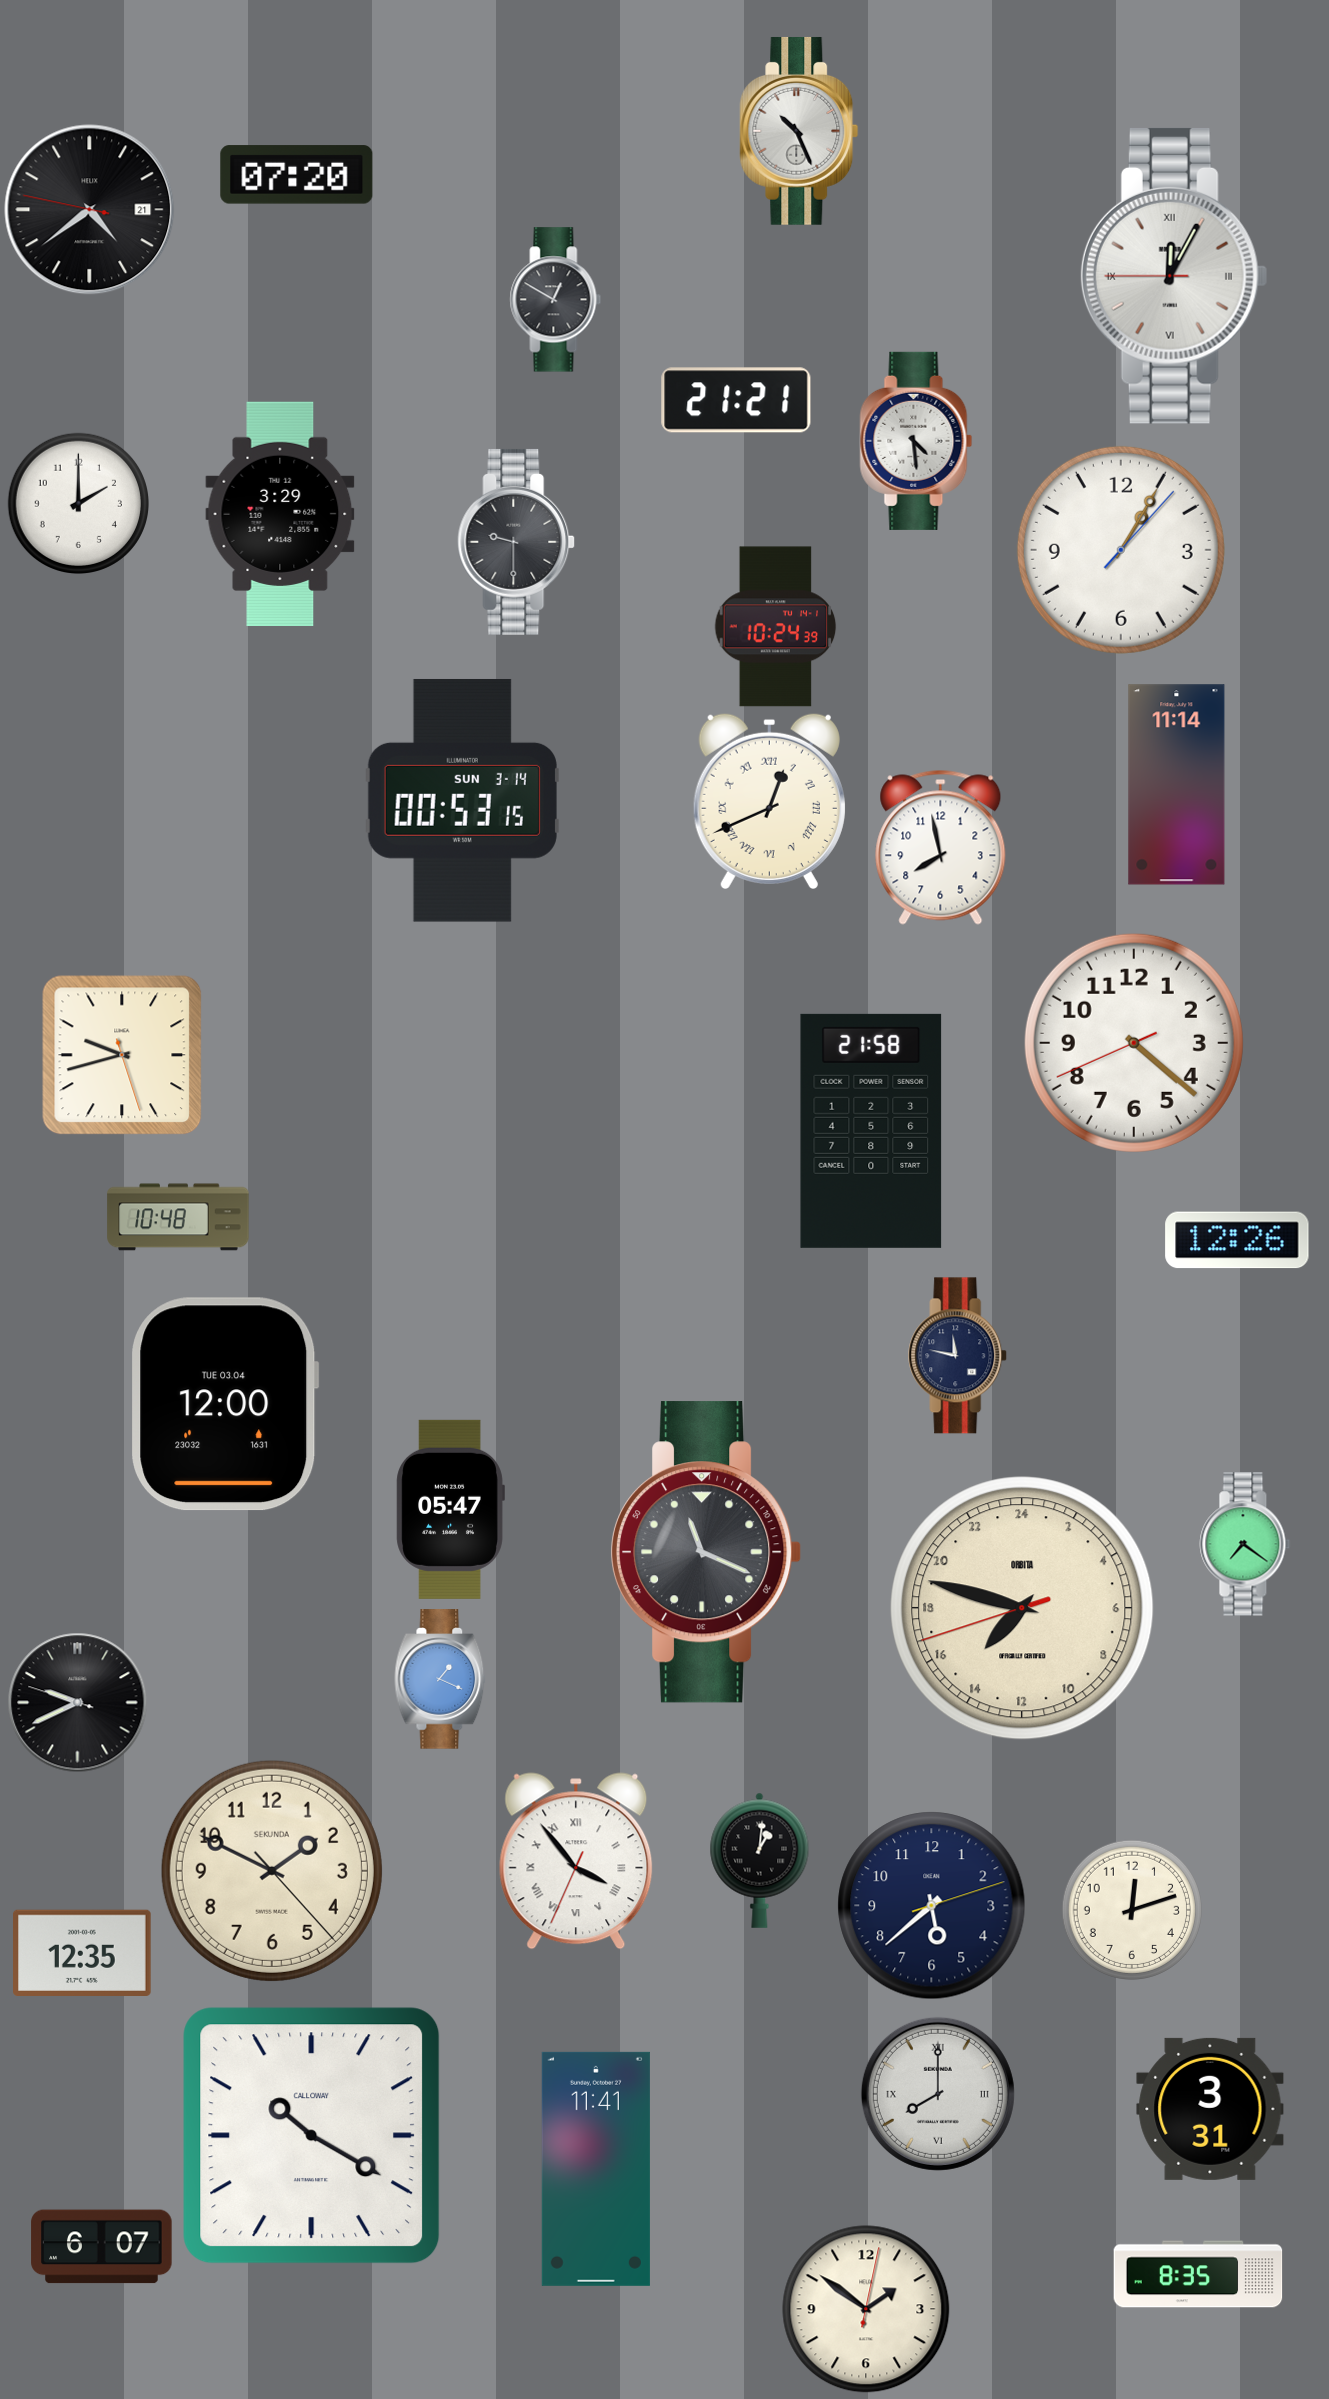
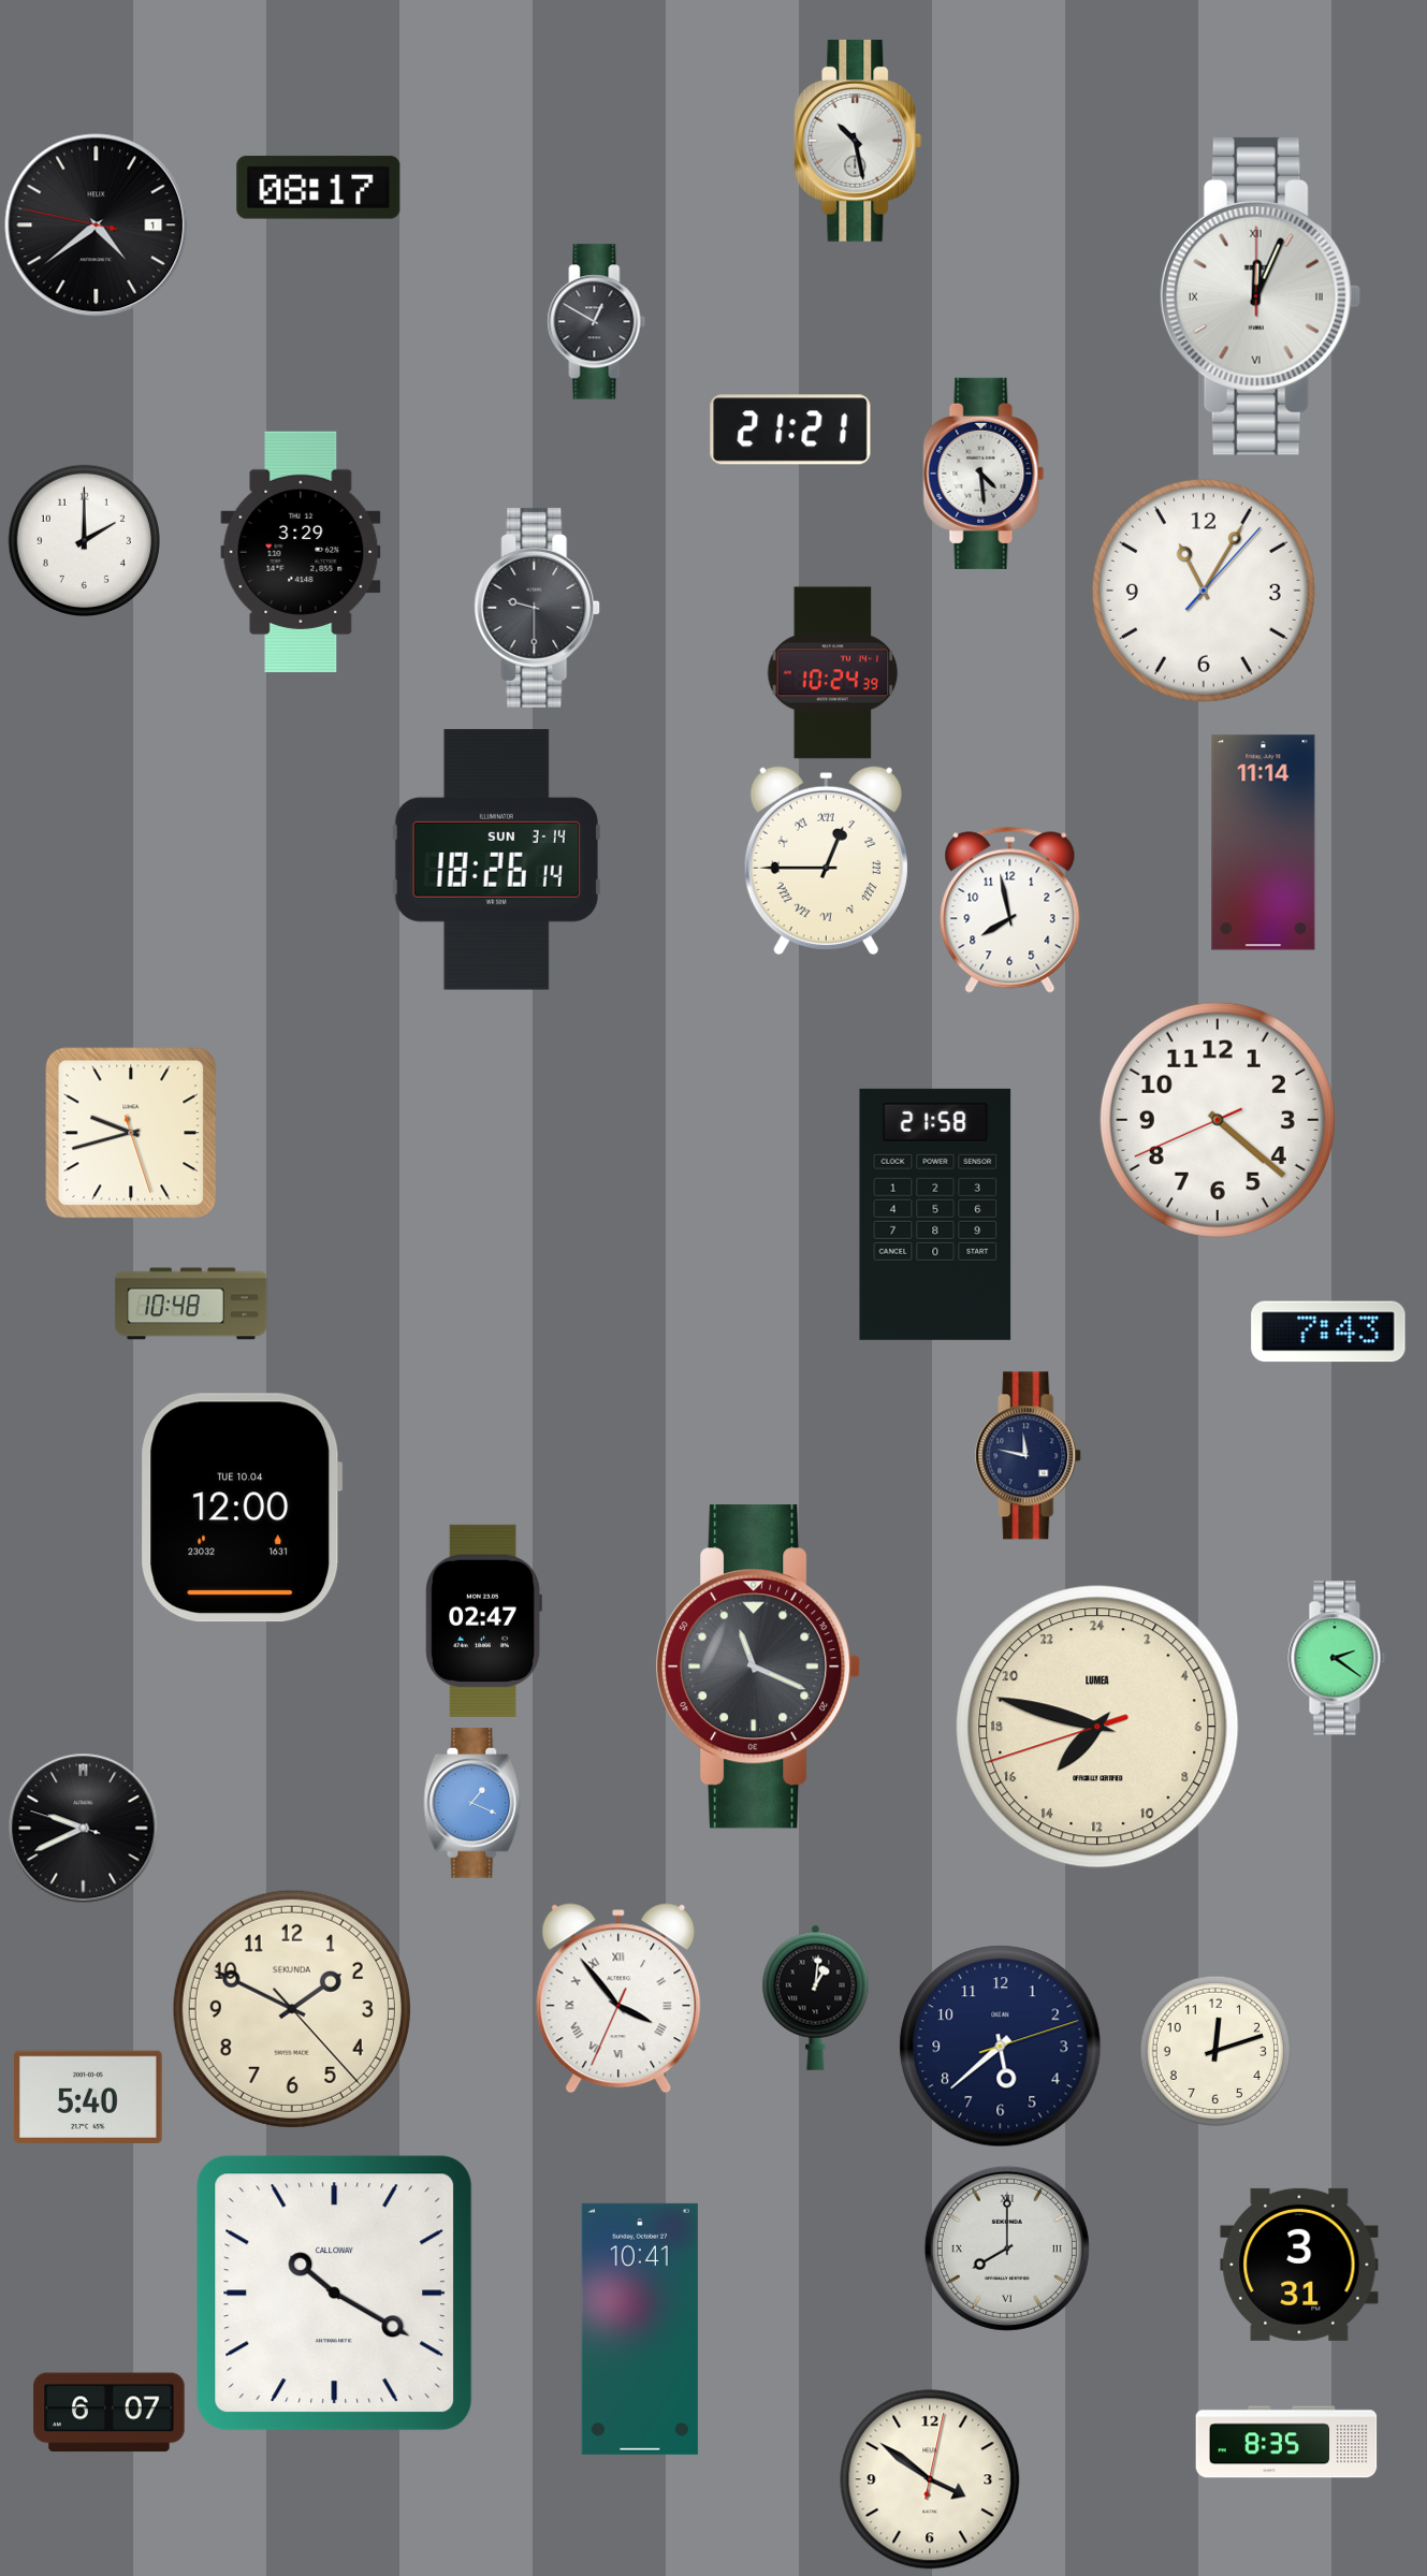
clock at (799, 131): 10:26 -> 10:28
clock at (297, 175): 07:20 -> 08:17
clock at (90, 210) date: 21 -> 1
clock at (1174, 276): 12:04:45 -> 12:04:00
clock at (517, 542) position: (517, 542) -> (538, 608)
clock at (1121, 550): 1:05 -> 11:05
clock at (462, 800): 00:53 -> 18:26
clock at (769, 800): 12:41 -> 12:45
clock at (178, 1217) position: (178, 1217) -> (191, 1304)
clock at (1237, 1240): 12:26 -> 7:43
clock at (225, 1404) date: TUE 03.04 -> TUE 10.04
clock at (450, 1509): 05:47 -> 02:47
clock at (1245, 1544): 7:21 -> 2:21
clock at (1022, 1608) brand: ORBITA -> LUMEA
clock at (83, 1952): 12:35 -> 5:40
clock at (596, 2169): 11:41 -> 10:41
clock at (866, 2309): 1:51 -> 3:51
